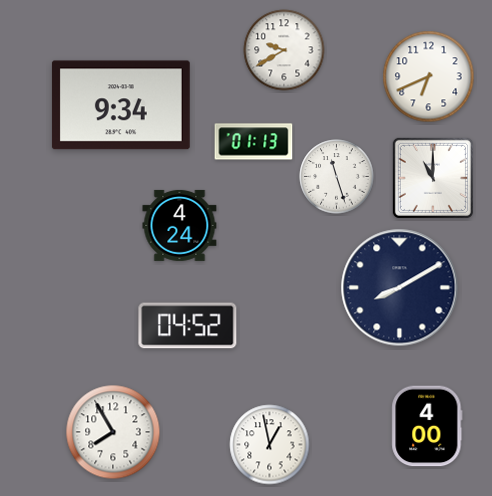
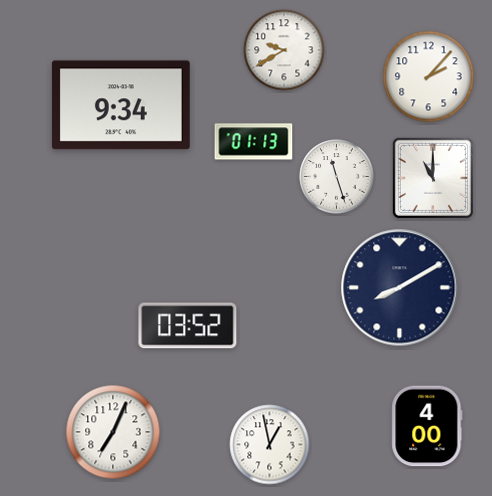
clock at (429, 77): 6:41 -> 2:07
clock at (180, 225): 4:24 -> none
clock at (188, 326): 04:52 -> 03:52
clock at (113, 432): 7:55 -> 7:04
